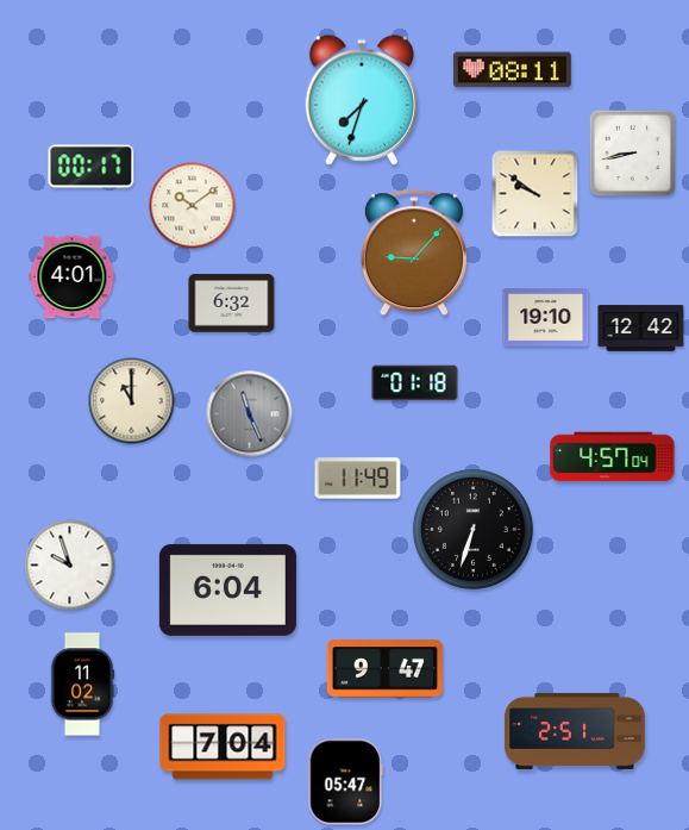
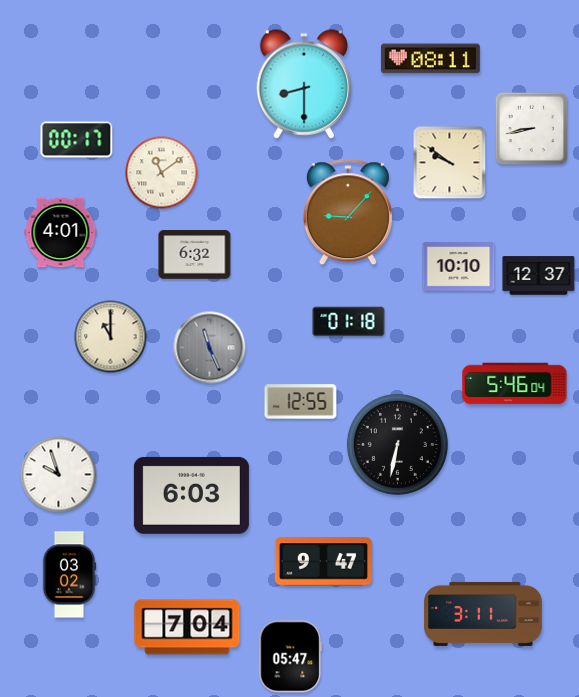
clock at (361, 100): 7:33 -> 8:30
clock at (193, 206): 10:09 -> 11:09
clock at (546, 318): 19:10 -> 10:10
clock at (641, 329): 12:42 -> 12:37
clock at (613, 457): 4:57 -> 5:46
clock at (358, 479): 11:49 -> 12:55
clock at (472, 529): 6:33 -> 6:32
clock at (227, 589): 6:04 -> 6:03
clock at (82, 685): 11:02 -> 03:02
clock at (575, 731): 2:51 -> 3:11
